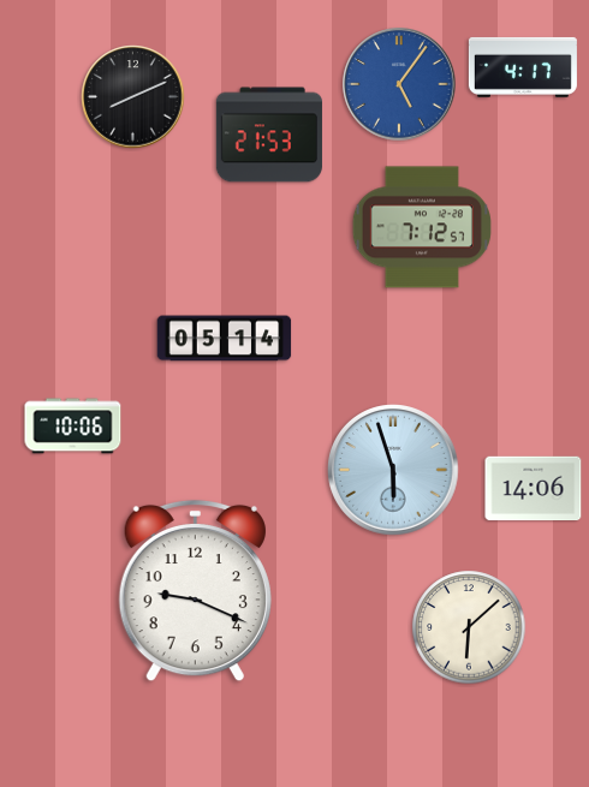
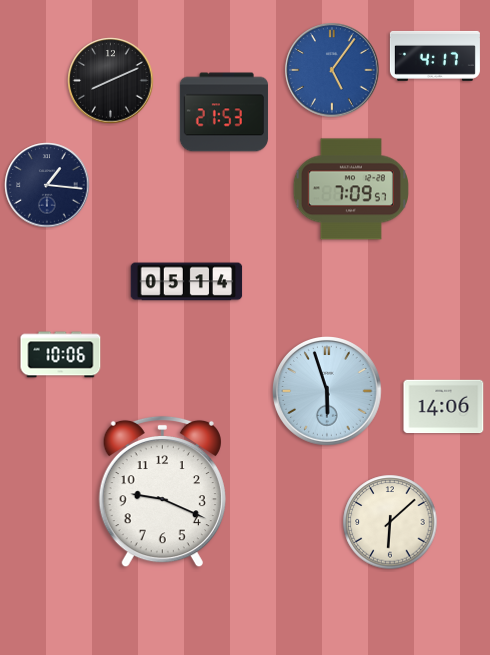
clock at (47, 185): none -> 1:16
clock at (422, 227): 7:12 -> 7:09
